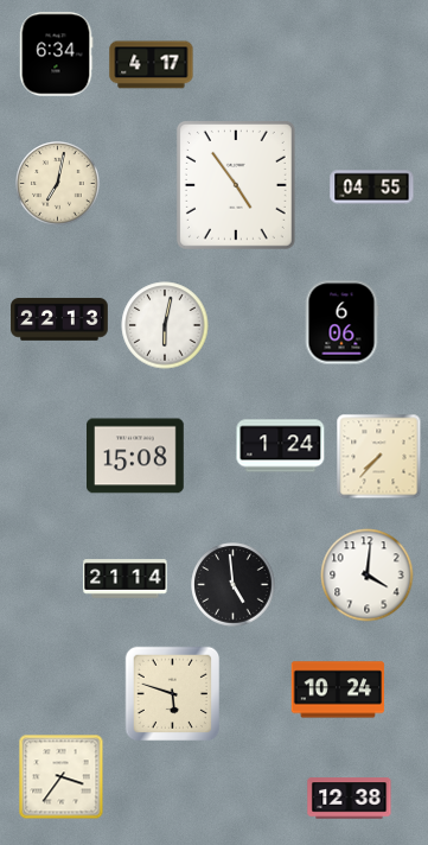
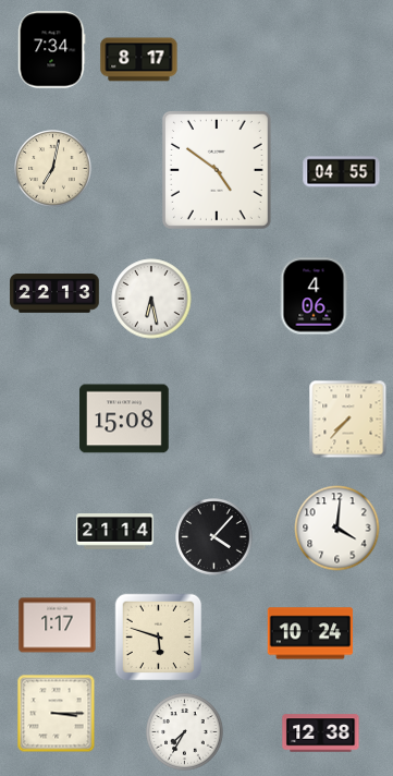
clock at (56, 55): 6:34 -> 7:34
clock at (152, 65): 4:17 -> 8:17
clock at (236, 185): 4:54 -> 4:51
clock at (341, 323): 6:06 -> 4:06
clock at (165, 325): 6:02 -> 6:28
clock at (281, 446): 1:24 -> none
clock at (234, 585): 4:59 -> 4:07
clock at (58, 626): none -> 1:17
clock at (62, 777): 3:36 -> 3:15
clock at (185, 732): none -> 7:35
